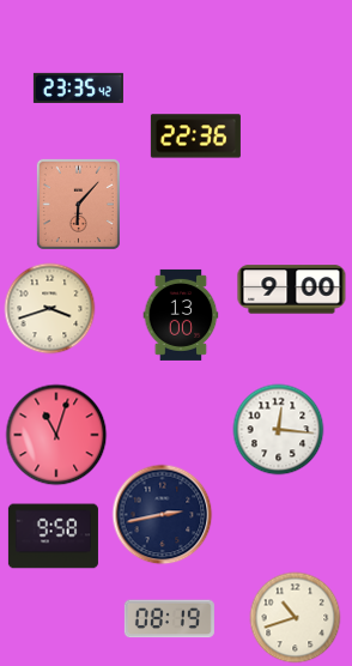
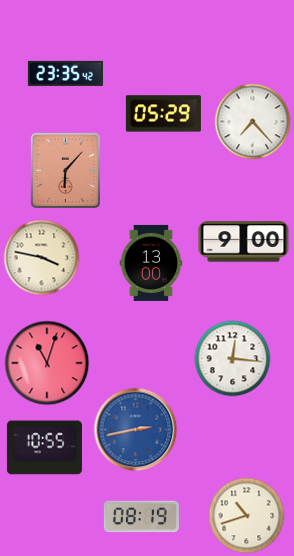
clock at (195, 137): 22:36 -> 05:29
clock at (253, 122): none -> 7:23
clock at (50, 309): 3:42 -> 3:47
clock at (163, 515) dial: navy -> blue
clock at (53, 537): 9:58 -> 10:55
